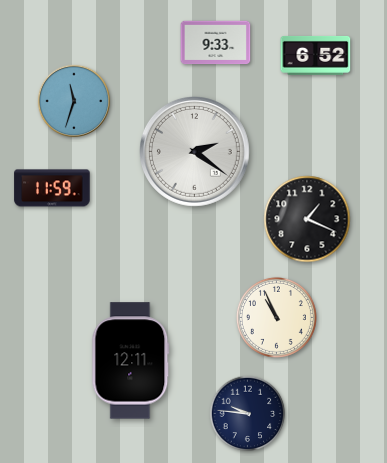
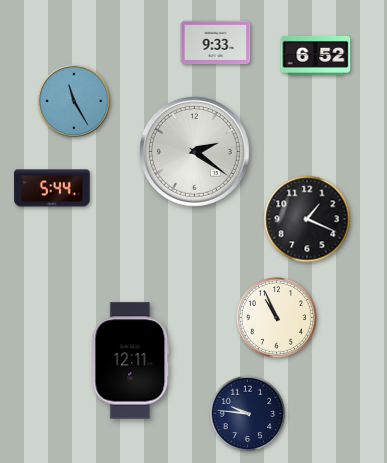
clock at (74, 101): 11:33 -> 11:25
clock at (52, 188): 11:59 -> 5:44
